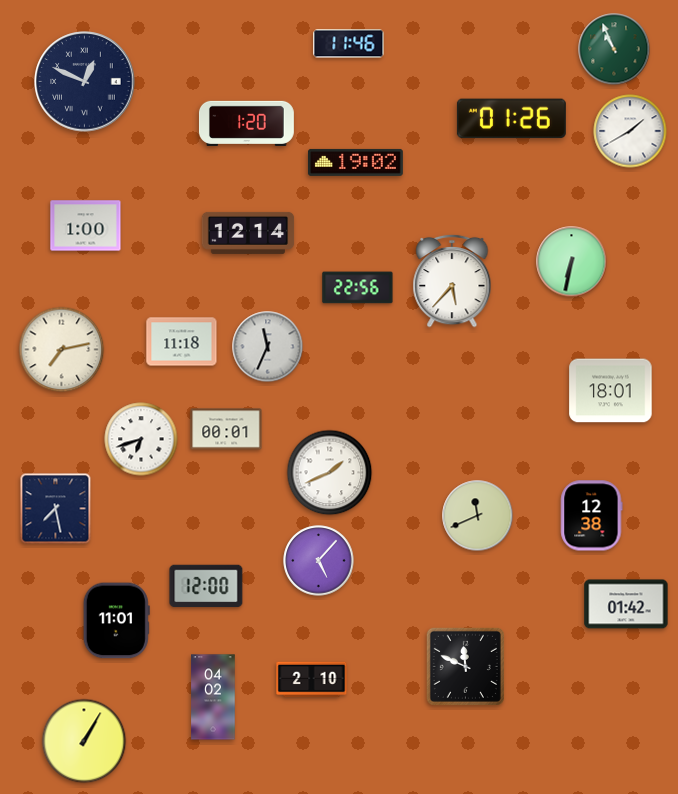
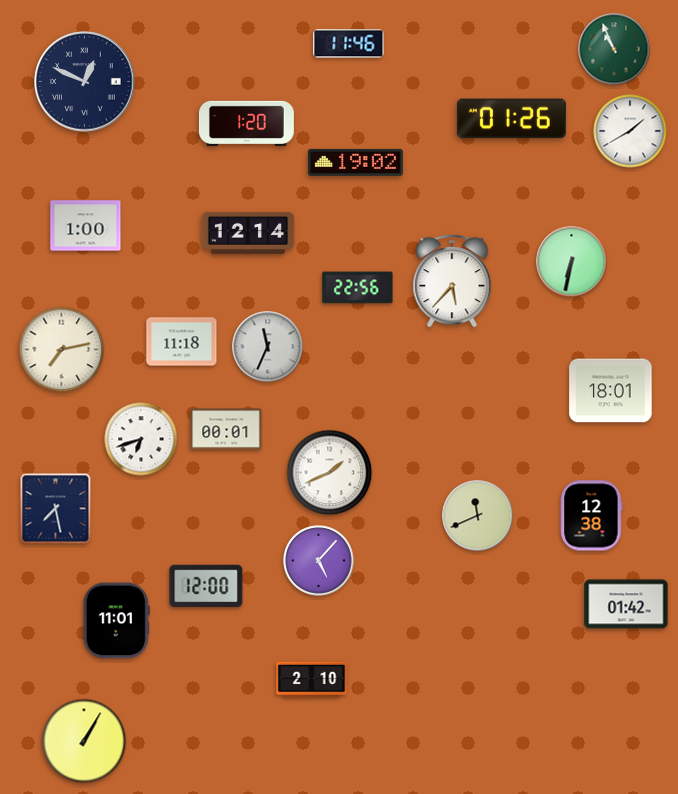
clock at (465, 666): 11:49 -> none
clock at (213, 697): 04:02 -> none
